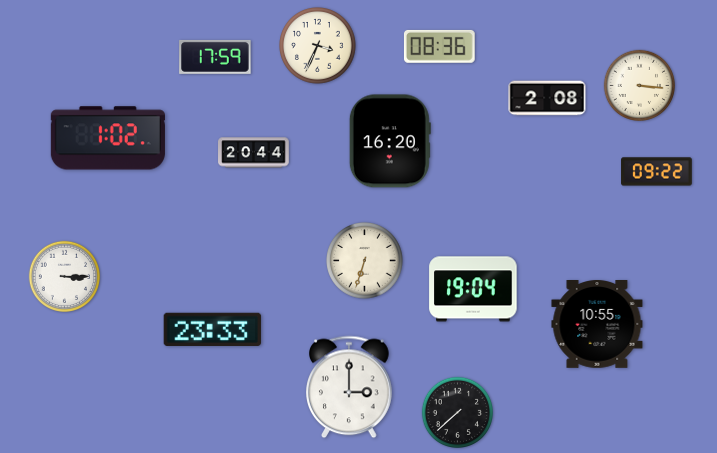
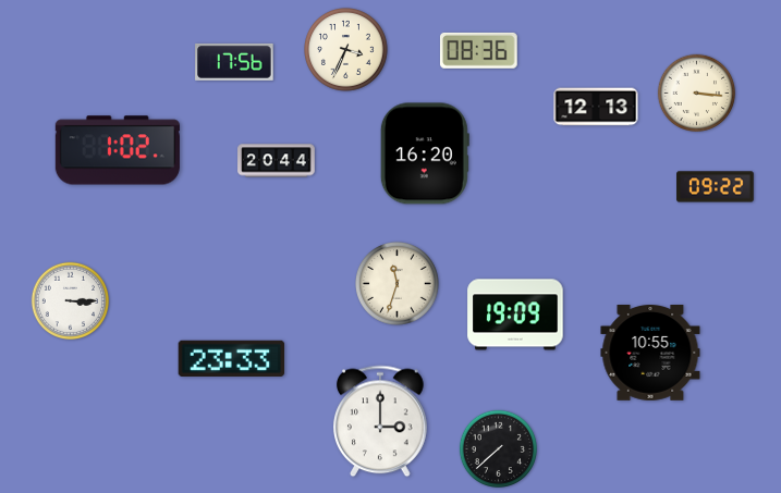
clock at (215, 57): 17:59 -> 17:56
clock at (547, 98): 2:08 -> 12:13
clock at (254, 153) position: (254, 153) -> (277, 161)
clock at (365, 261): 6:33 -> 11:33
clock at (473, 289): 19:04 -> 19:09
